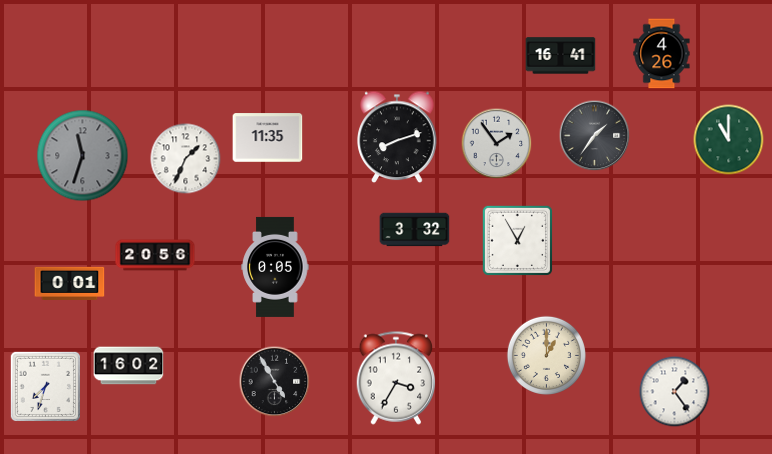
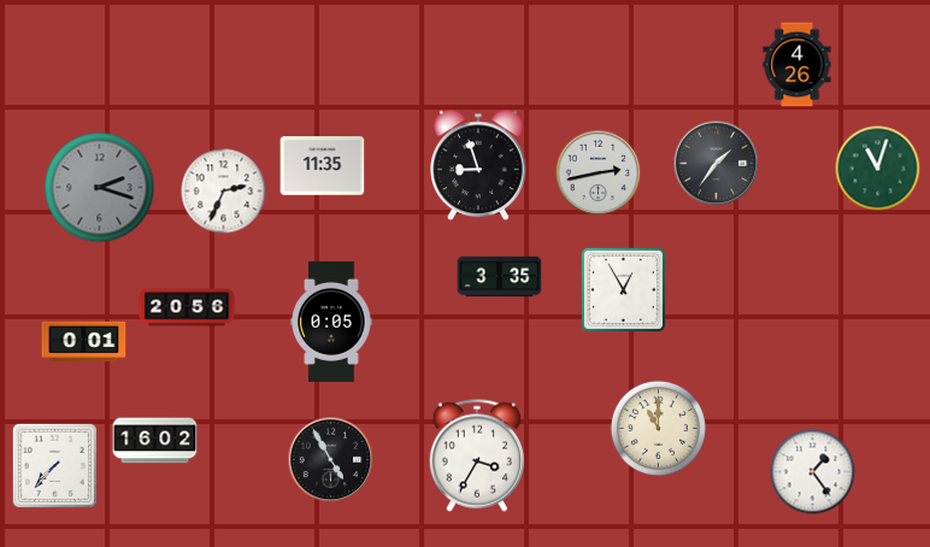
clock at (561, 56): 16:41 -> none
clock at (397, 137): 8:12 -> 8:57
clock at (729, 140): 11:00 -> 11:03
clock at (497, 144): 1:54 -> 2:43
clock at (83, 156): 11:33 -> 2:18
clock at (186, 159): 1:34 -> 2:34
clock at (415, 230): 3:32 -> 3:35
clock at (546, 355): 1:00 -> 11:00
clock at (45, 386): 7:33 -> 7:37
